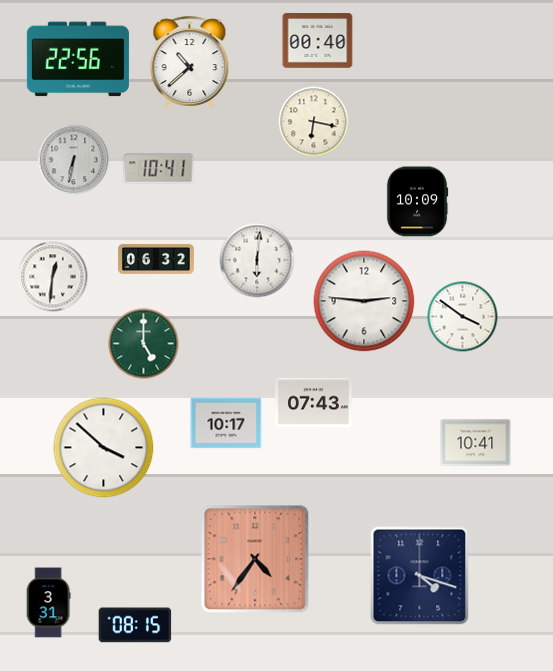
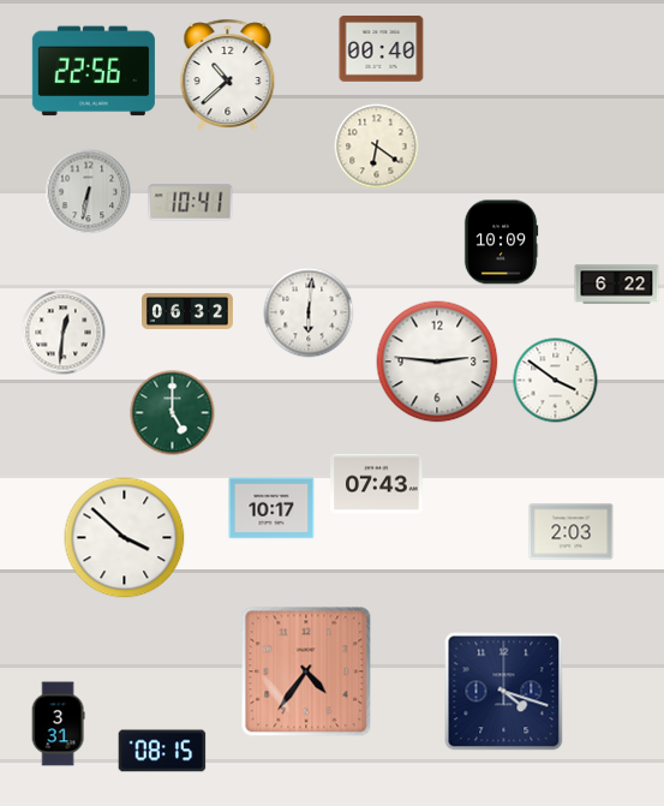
clock at (314, 122): 6:17 -> 6:21
clock at (617, 285): none -> 6:22
clock at (476, 443): 10:41 -> 2:03
